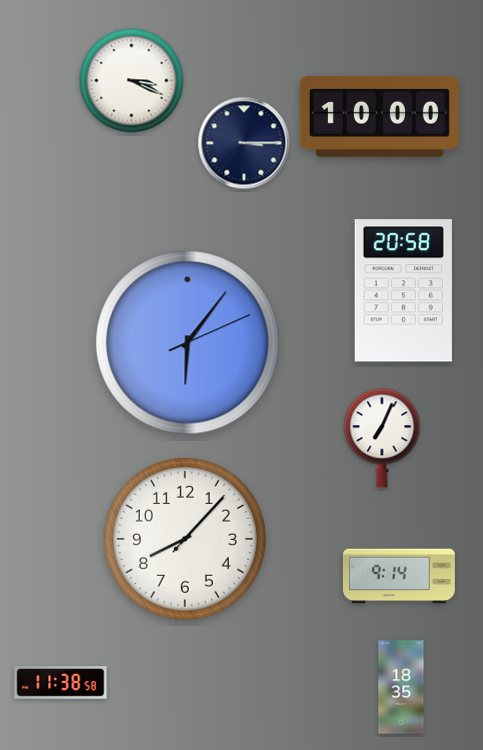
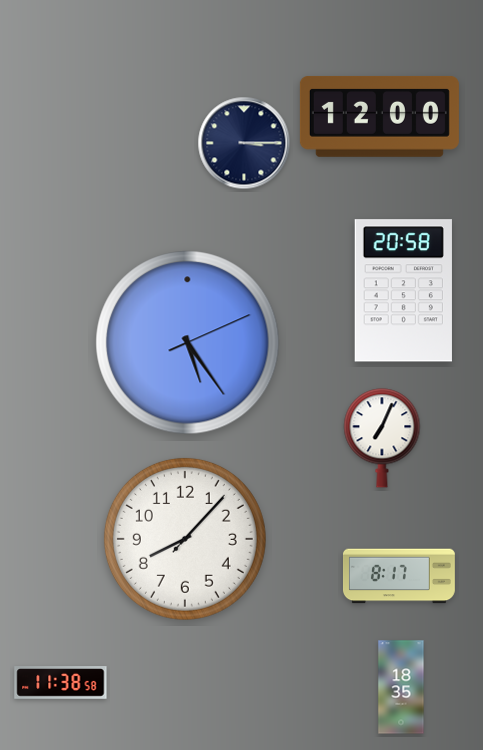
clock at (132, 81): 3:19 -> none
clock at (379, 116): 10:00 -> 12:00
clock at (188, 343): 6:06 -> 5:24
clock at (399, 576): 9:14 -> 8:17
